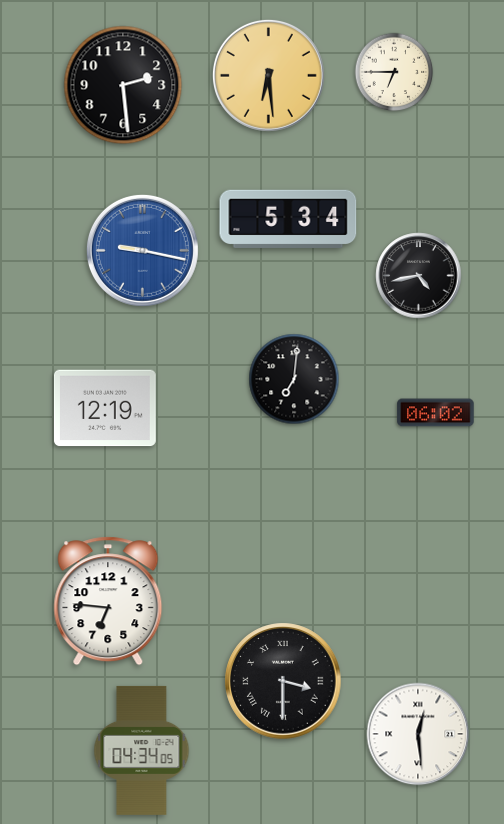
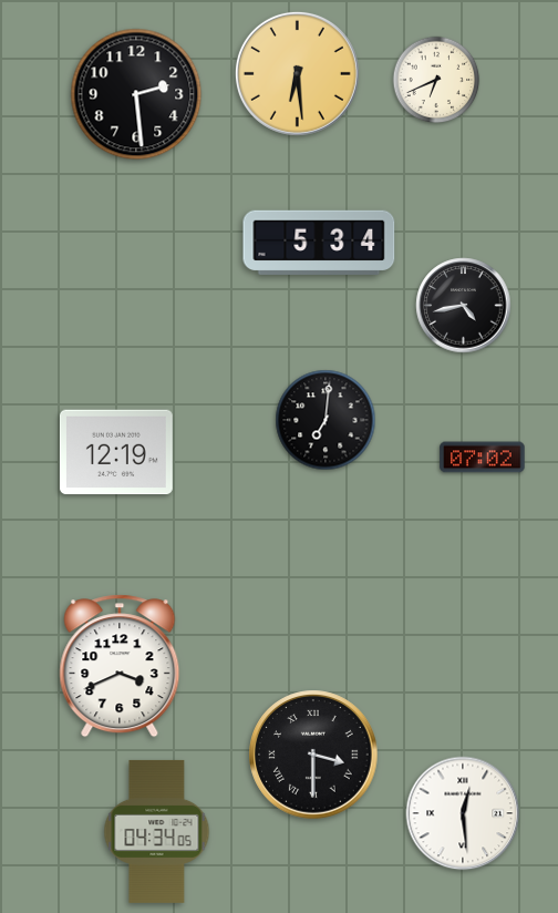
clock at (394, 72): 6:45 -> 6:41
clock at (268, 75) position: (268, 75) -> (297, 73)
clock at (142, 250): 9:17 -> none
clock at (436, 413): 06:02 -> 07:02
clock at (108, 601): 6:46 -> 3:41
